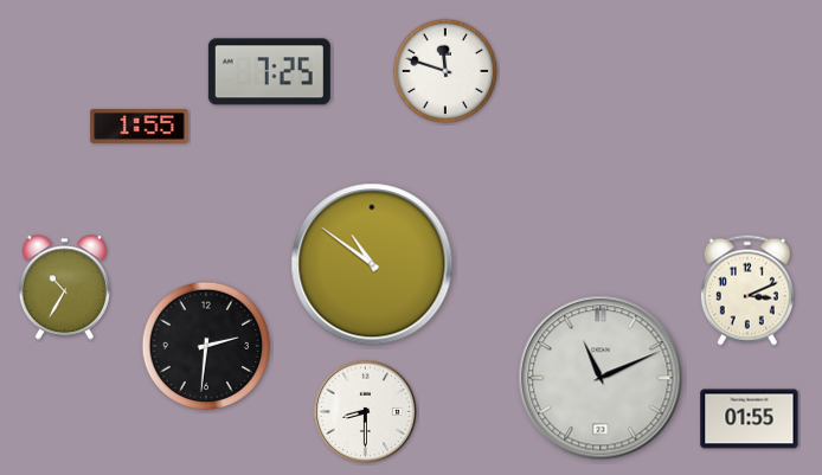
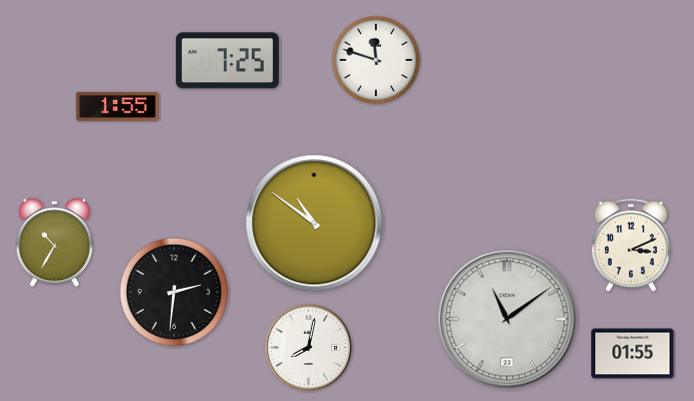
clock at (601, 378): 11:11 -> 11:09
clock at (366, 412): 8:30 -> 8:02
